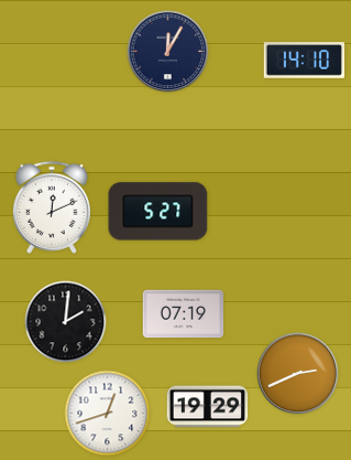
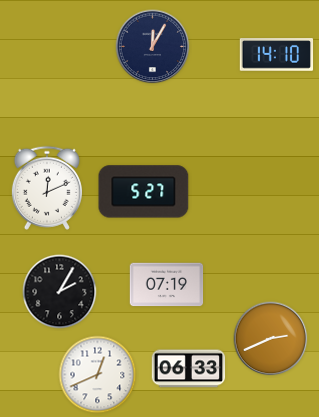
clock at (66, 322): 2:01 -> 2:05
clock at (208, 407): 19:29 -> 06:33
clock at (108, 414): 12:42 -> 12:41
